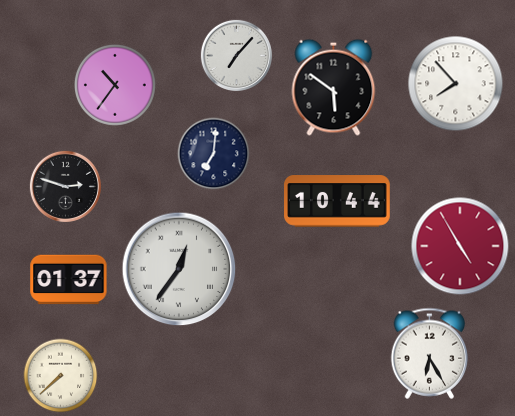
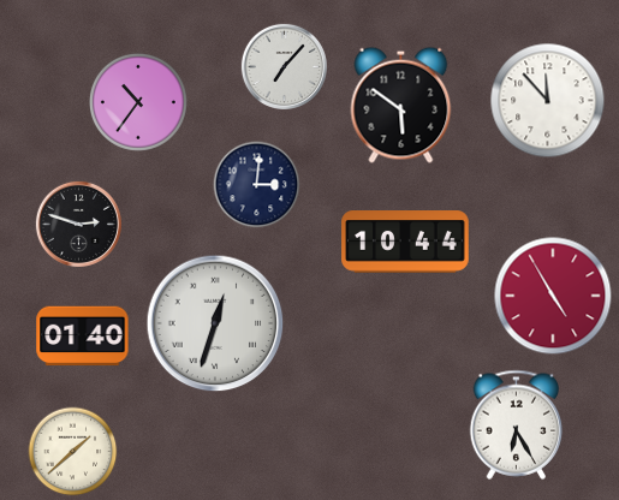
clock at (456, 84): 7:53 -> 11:53
clock at (214, 154): 7:01 -> 3:01
clock at (179, 269): 12:36 -> 12:33
clock at (69, 280): 01:37 -> 01:40
clock at (61, 376): 7:38 -> 1:38
